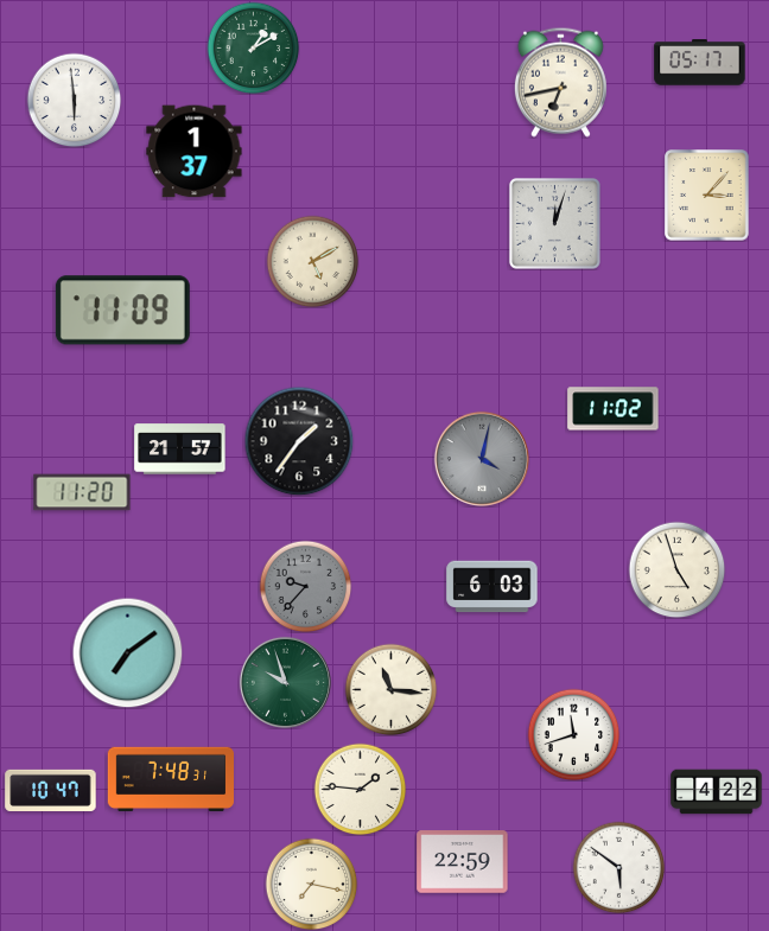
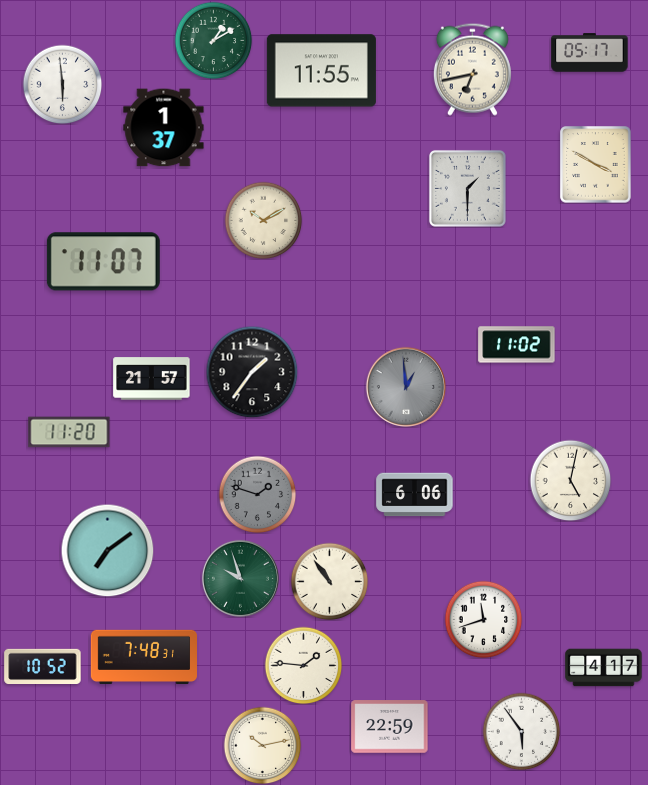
clock at (321, 71): none -> 11:55
clock at (707, 196): 3:07 -> 3:50
clock at (555, 224): 12:03 -> 1:30
clock at (312, 261): 5:10 -> 10:10
clock at (122, 311): 11:09 -> 11:07
clock at (482, 459): 4:02 -> 12:59
clock at (82, 492) position: (82, 492) -> (69, 432)
clock at (676, 569): 4:57 -> 5:02
clock at (305, 586): 9:37 -> 1:48
clock at (492, 587): 6:03 -> 6:06
clock at (285, 682) position: (285, 682) -> (240, 578)
clock at (390, 689): 11:16 -> 10:54
clock at (51, 790): 10:47 -> 10:52
clock at (717, 792): 4:22 -> 4:17
clock at (618, 867): 5:51 -> 5:54
clock at (311, 884): 7:17 -> 10:13
